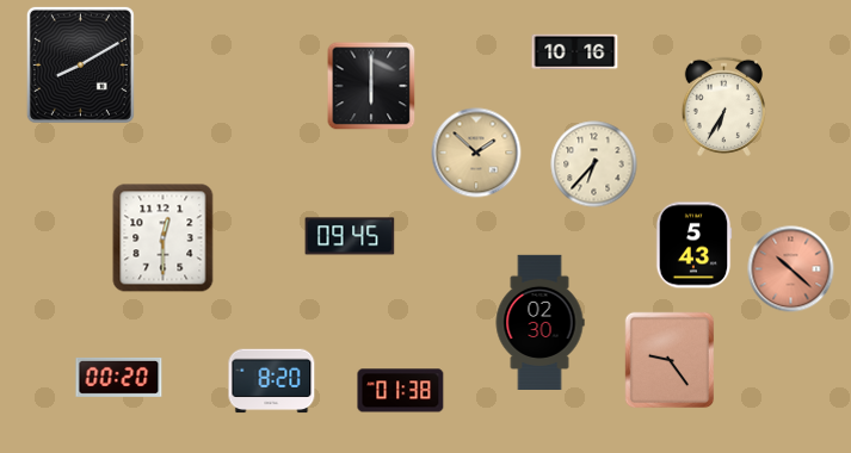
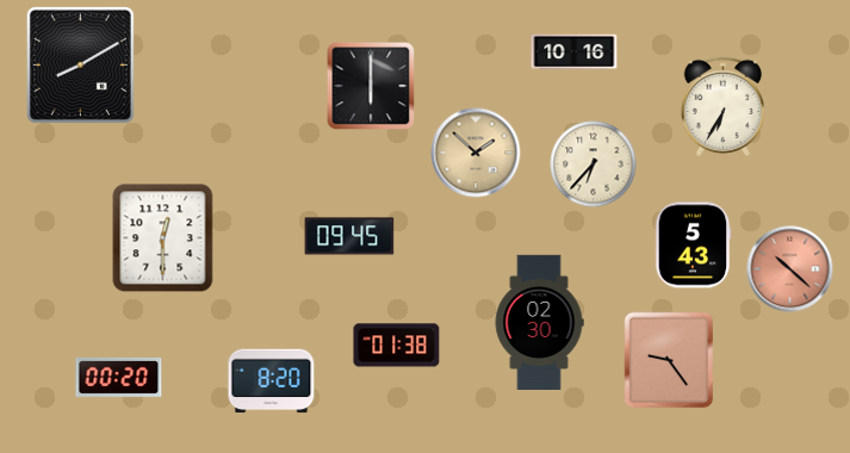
clock at (401, 391) position: (401, 391) -> (397, 346)
